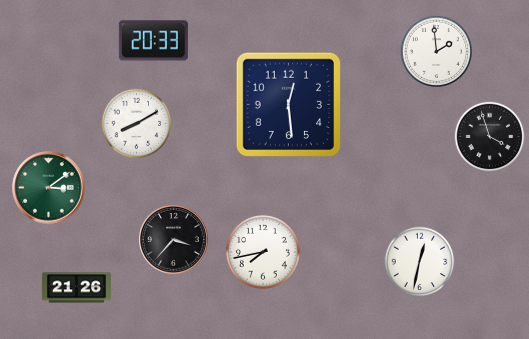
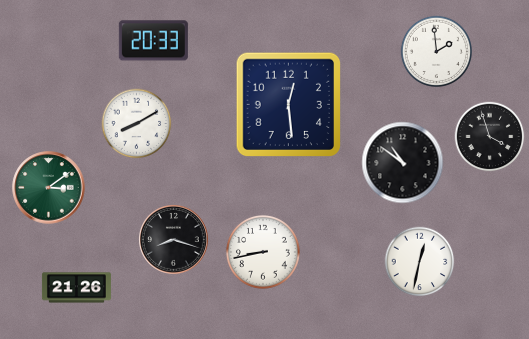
clock at (403, 163): none -> 10:51
clock at (174, 240): 3:37 -> 8:18
clock at (263, 252): 7:43 -> 8:43
